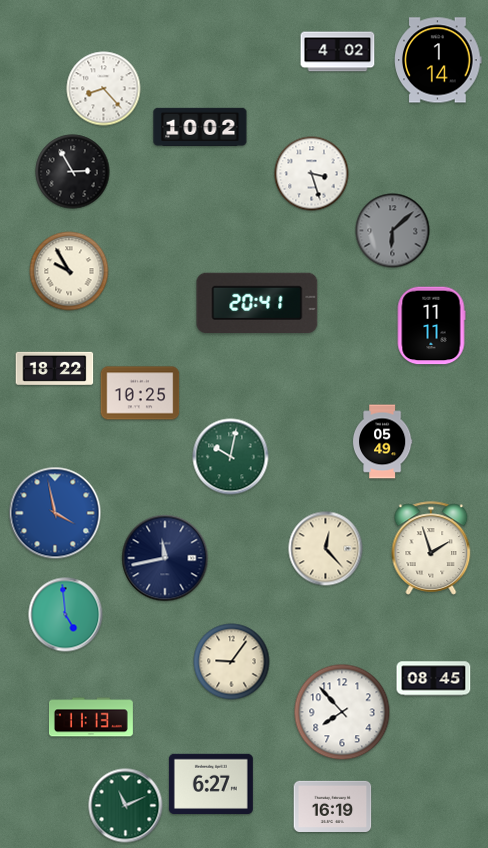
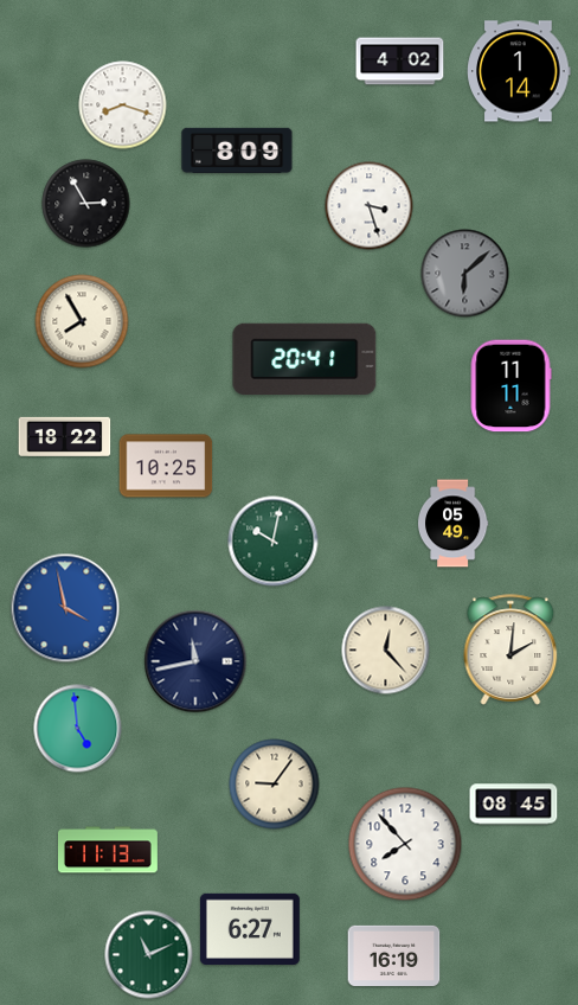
clock at (104, 89): 8:23 -> 8:18
clock at (200, 127): 10:02 -> 8:09
clock at (69, 271): 9:55 -> 7:55
clock at (431, 548): 1:57 -> 2:01
